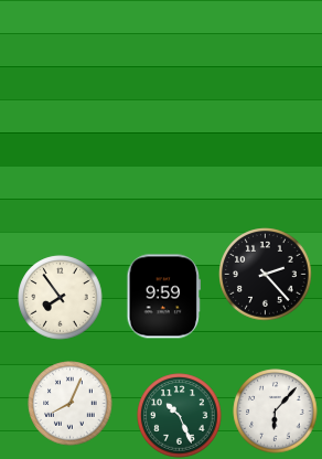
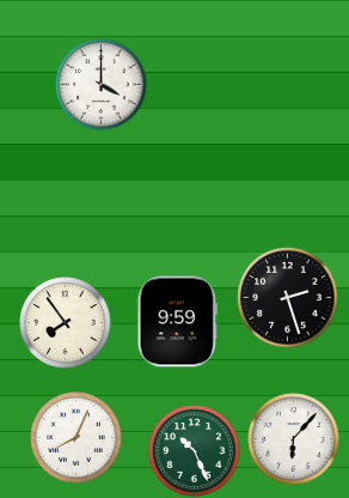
clock at (102, 85): none -> 4:00
clock at (266, 275): 2:23 -> 2:27
clock at (276, 412) position: (276, 412) -> (294, 439)
